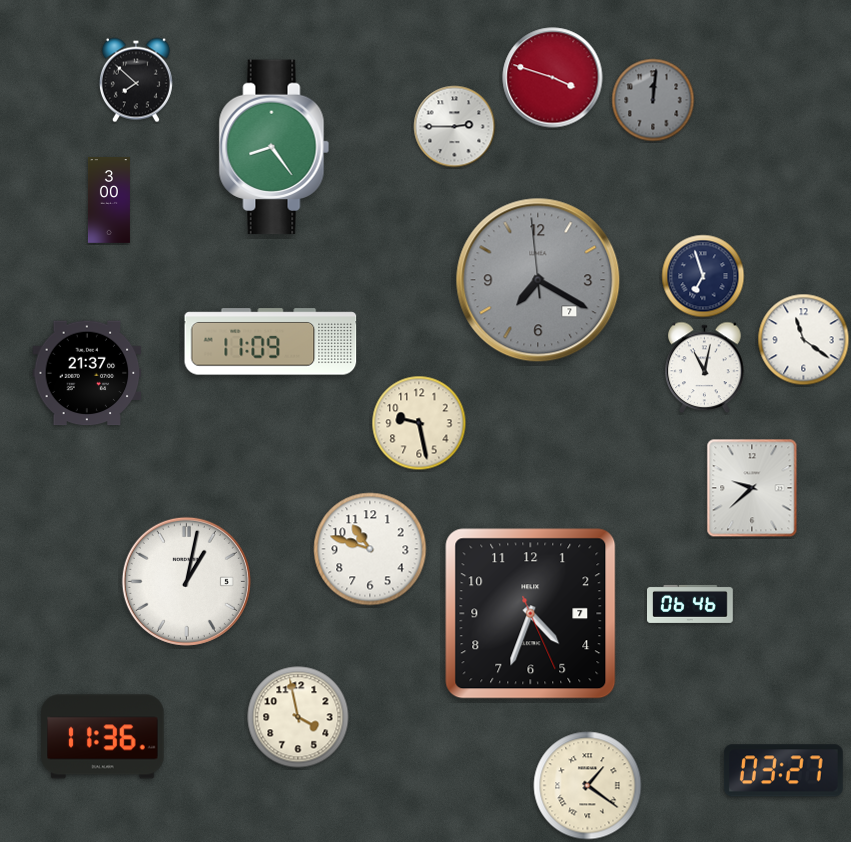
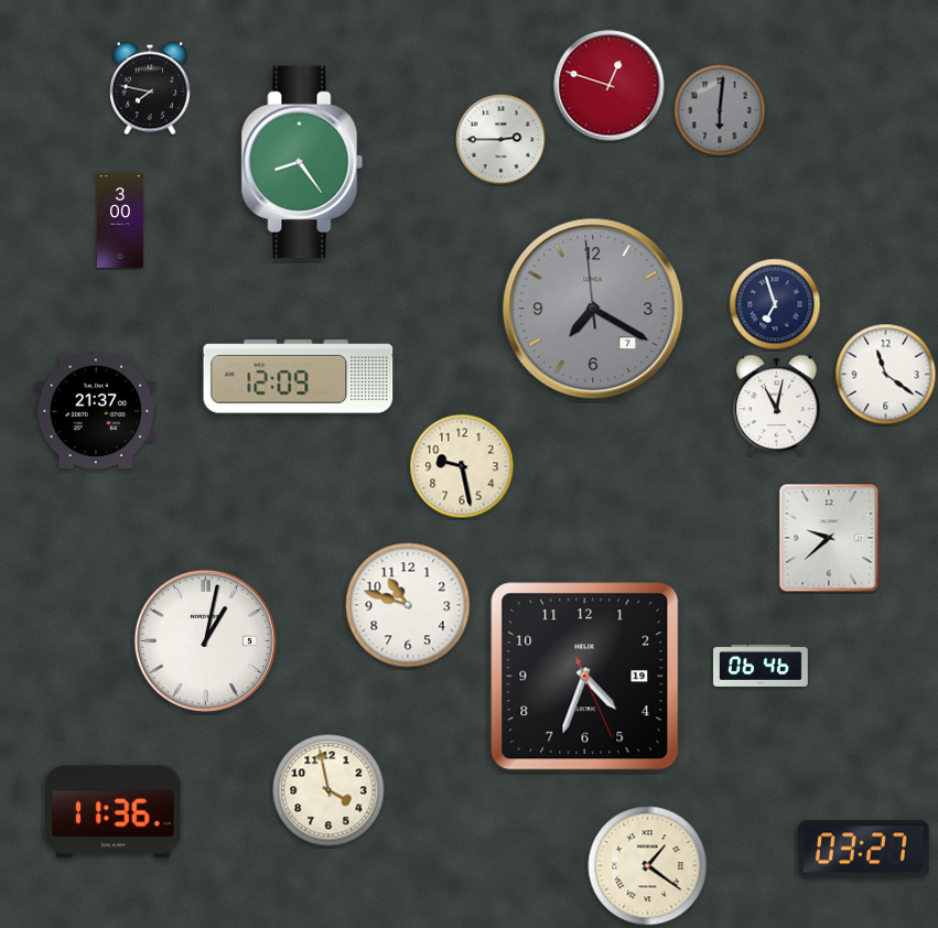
clock at (553, 78): 3:48 -> 12:48
clock at (136, 80): 7:52 -> 7:47
clock at (653, 100): 12:01 -> 6:01
clock at (271, 342): 11:09 -> 12:09
clock at (531, 614) date: 7 -> 19
